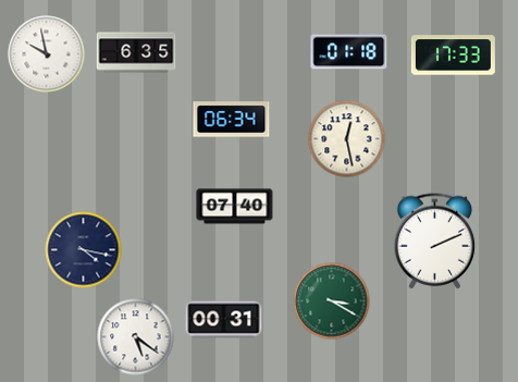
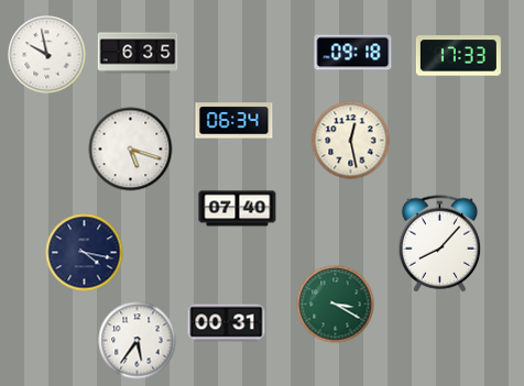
clock at (349, 52): 01:18 -> 09:18
clock at (131, 150): none -> 5:18
clock at (435, 242): 2:11 -> 8:07
clock at (136, 337): 5:21 -> 5:36
